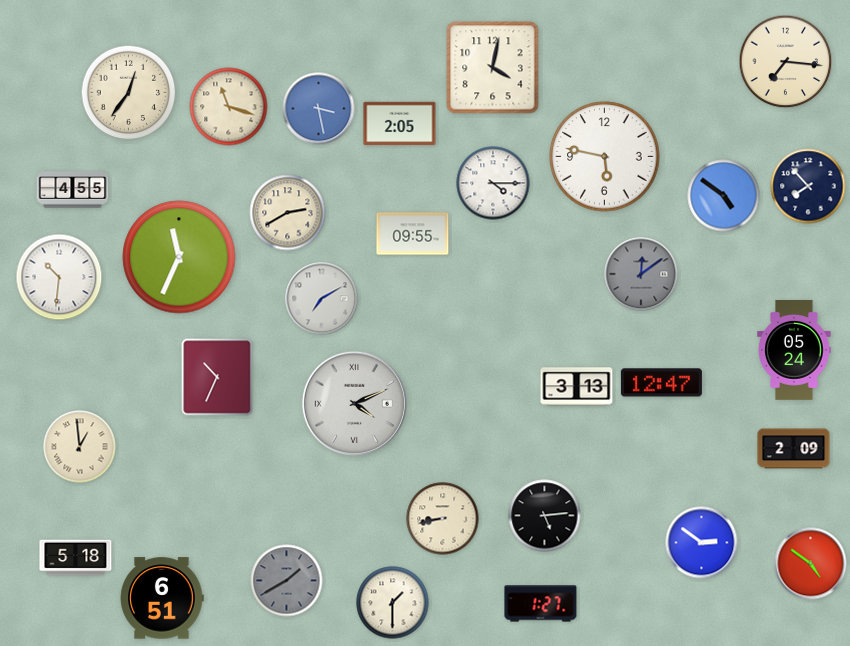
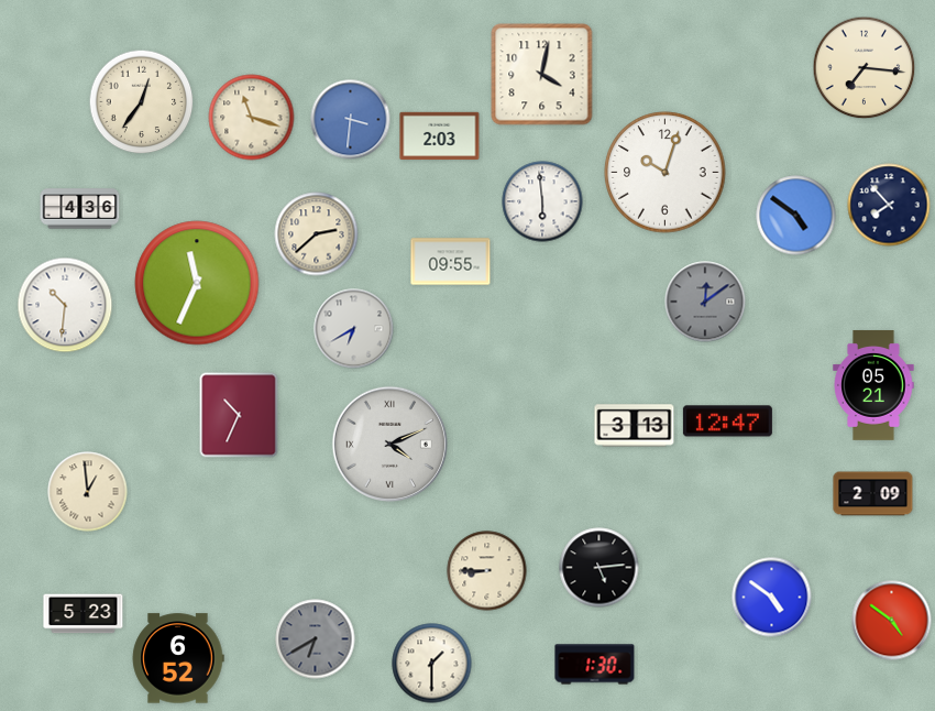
clock at (319, 109): 3:28 -> 3:31
clock at (400, 124): 2:05 -> 2:03
clock at (605, 157): 5:47 -> 10:03
clock at (493, 183): 4:15 -> 5:59
clock at (73, 190): 4:55 -> 4:36
clock at (288, 213): 2:40 -> 2:38
clock at (413, 234) position: (413, 234) -> (451, 262)
clock at (322, 299): 7:10 -> 6:40
clock at (794, 350): 05:24 -> 05:21
clock at (443, 519): 8:43 -> 8:45
clock at (702, 543): 2:51 -> 4:51
clock at (76, 558): 5:18 -> 5:23
clock at (287, 581): 1:40 -> 6:40
clock at (162, 598): 6:51 -> 6:52
clock at (541, 604): 1:27 -> 1:30
